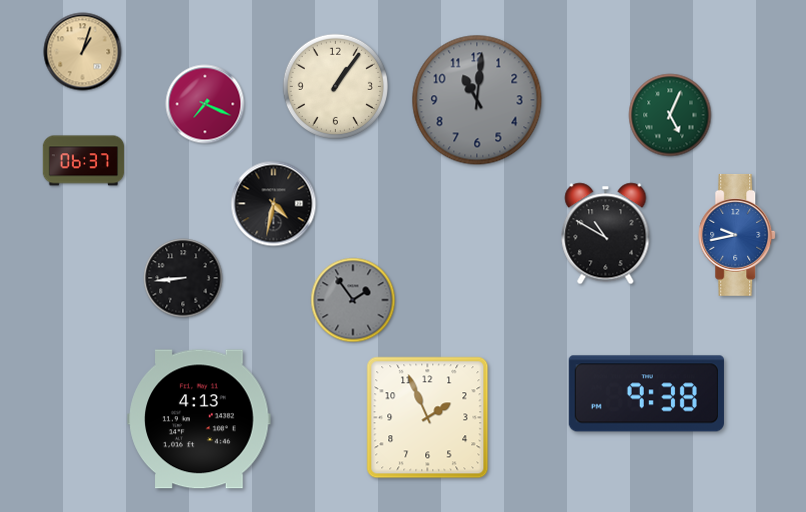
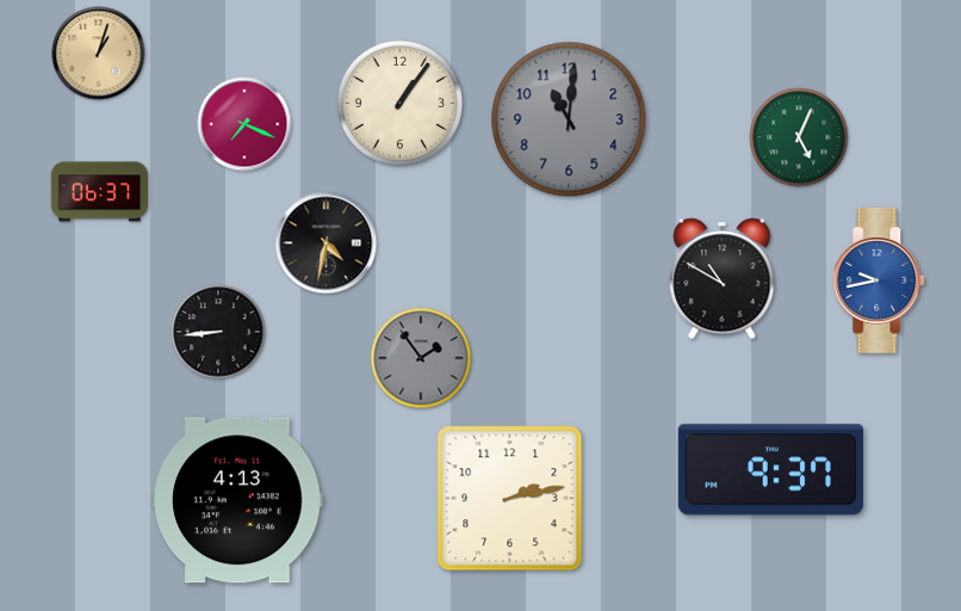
clock at (83, 52) position: (83, 52) -> (99, 54)
clock at (646, 394): 9:38 -> 9:37
clock at (428, 418): 1:56 -> 2:13
